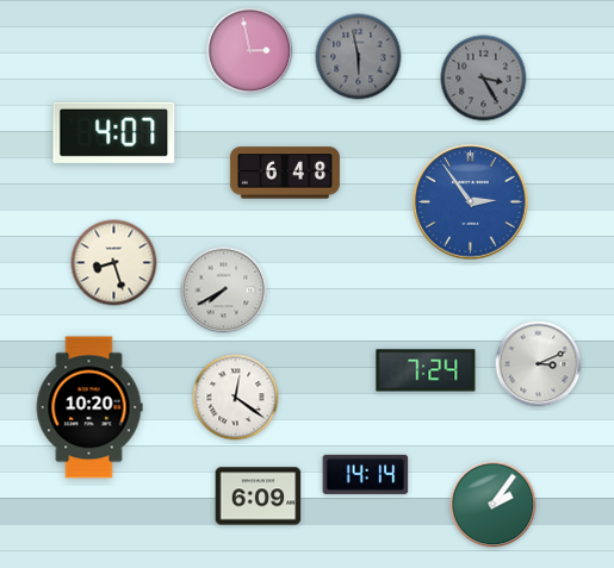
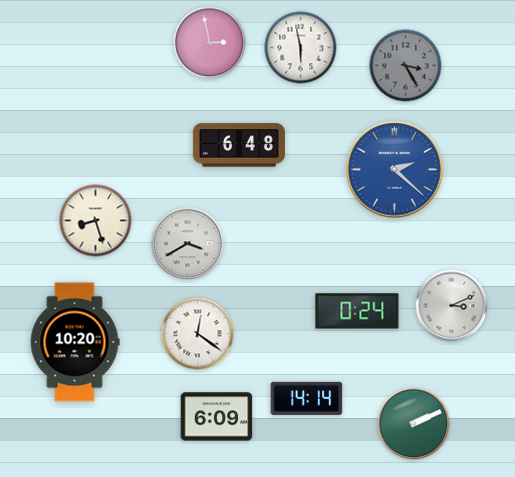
clock at (359, 57) dial: grey -> white
clock at (114, 132): 4:07 -> none
clock at (471, 202): 2:54 -> 2:22
clock at (224, 291): 7:40 -> 3:40
clock at (426, 370): 7:24 -> 0:24
clock at (494, 505): 2:06 -> 2:11
